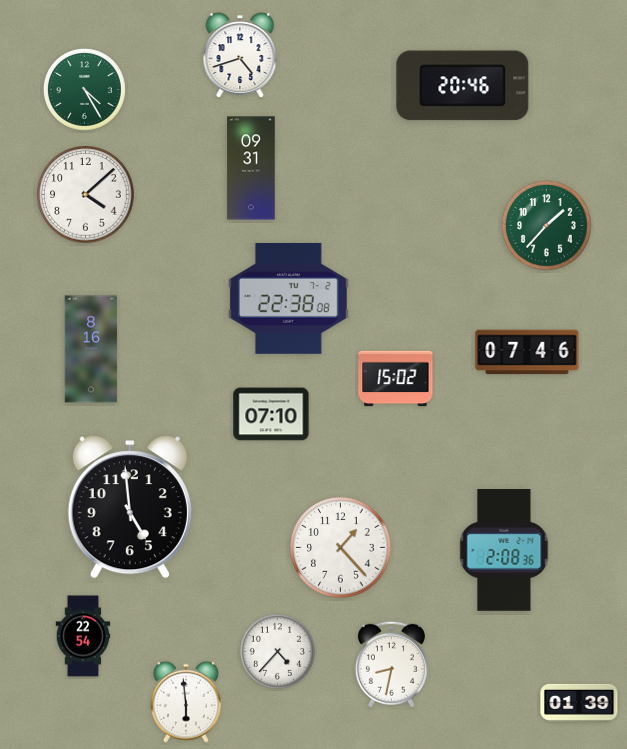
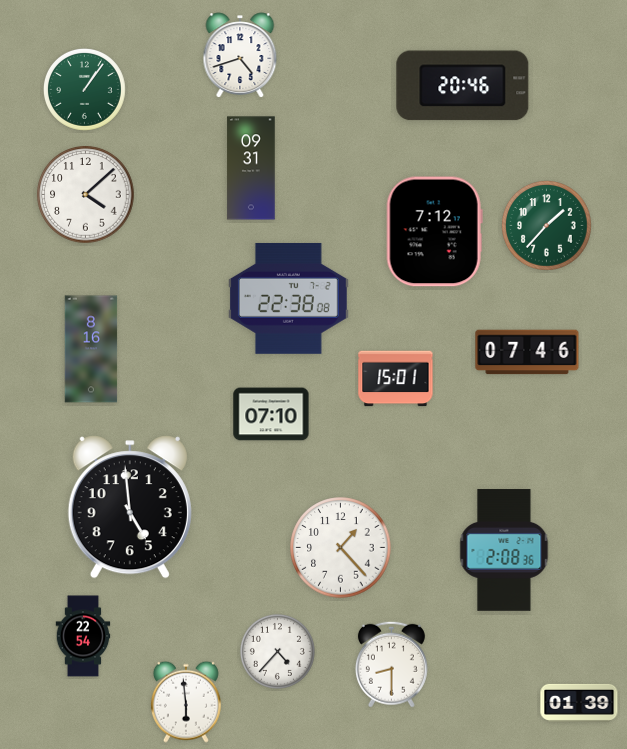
clock at (84, 89): 4:25 -> 1:06
clock at (434, 232): none -> 7:12
clock at (396, 379): 15:02 -> 15:01
clock at (391, 664): 8:32 -> 8:30
